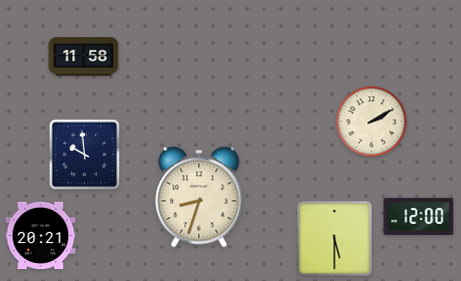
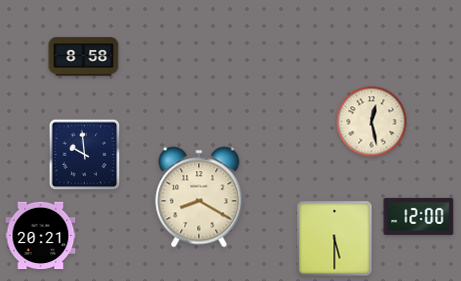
clock at (84, 57): 11:58 -> 8:58
clock at (372, 122): 2:10 -> 12:28
clock at (199, 197): 8:33 -> 8:20
